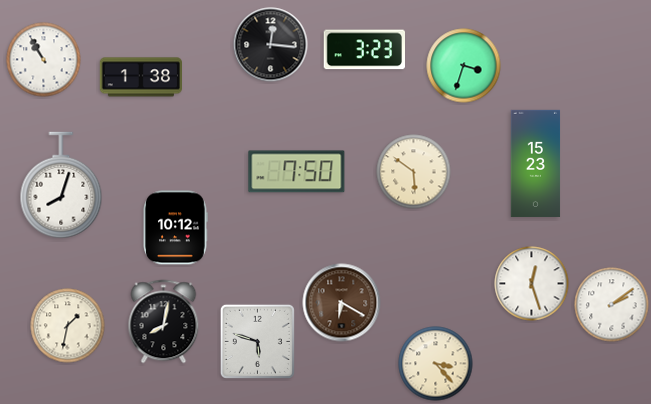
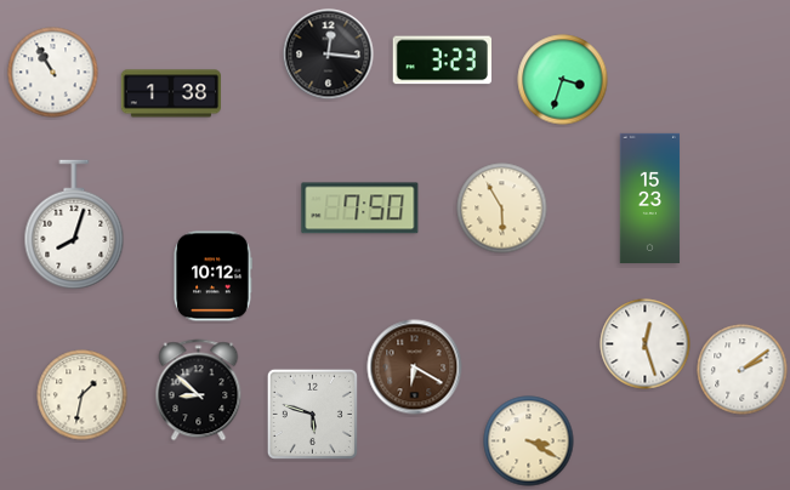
clock at (414, 172): 5:51 -> 5:55
clock at (164, 322): 8:02 -> 8:52
clock at (436, 364): 3:23 -> 3:20
